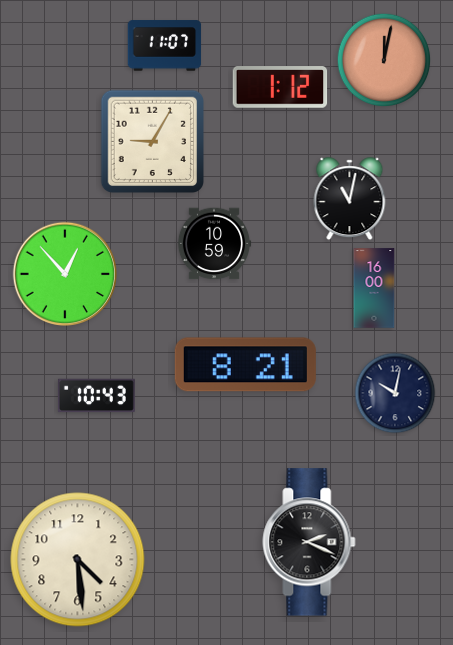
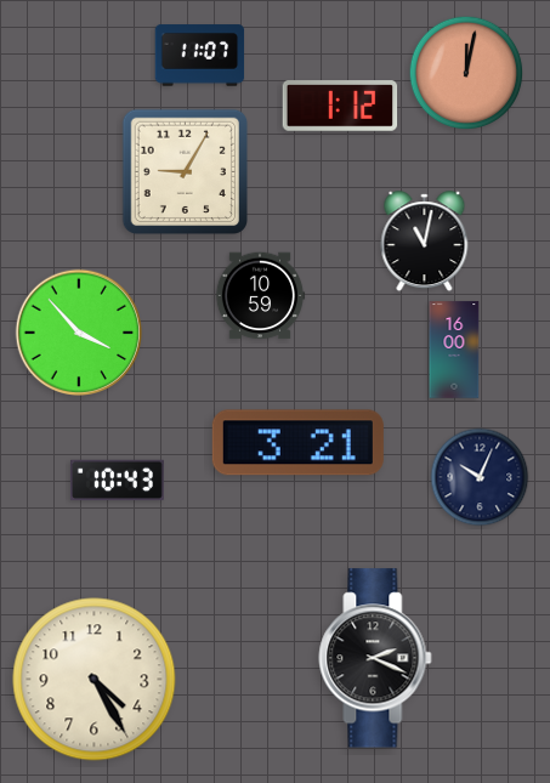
clock at (65, 274): 12:53 -> 3:53
clock at (245, 365): 8:21 -> 3:21
clock at (395, 393): 10:02 -> 10:04
clock at (78, 560): 4:29 -> 4:25
